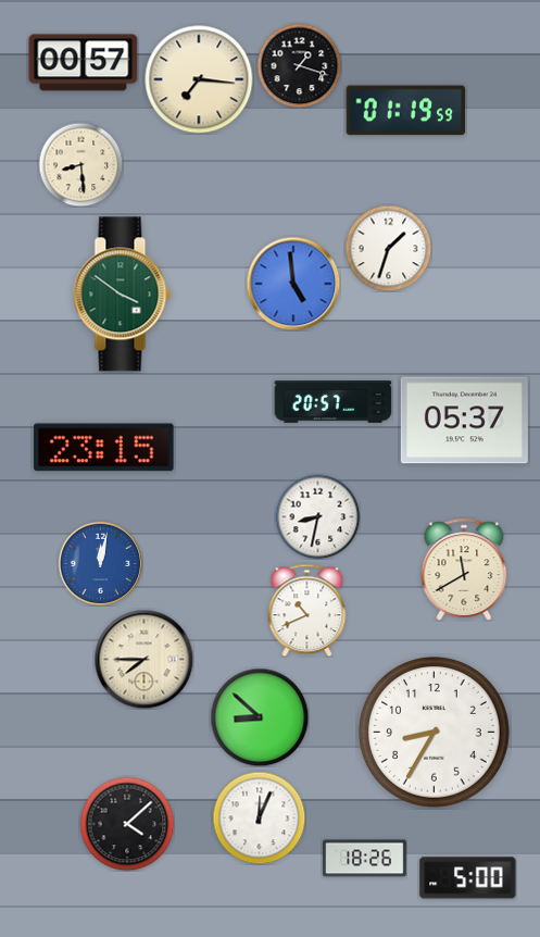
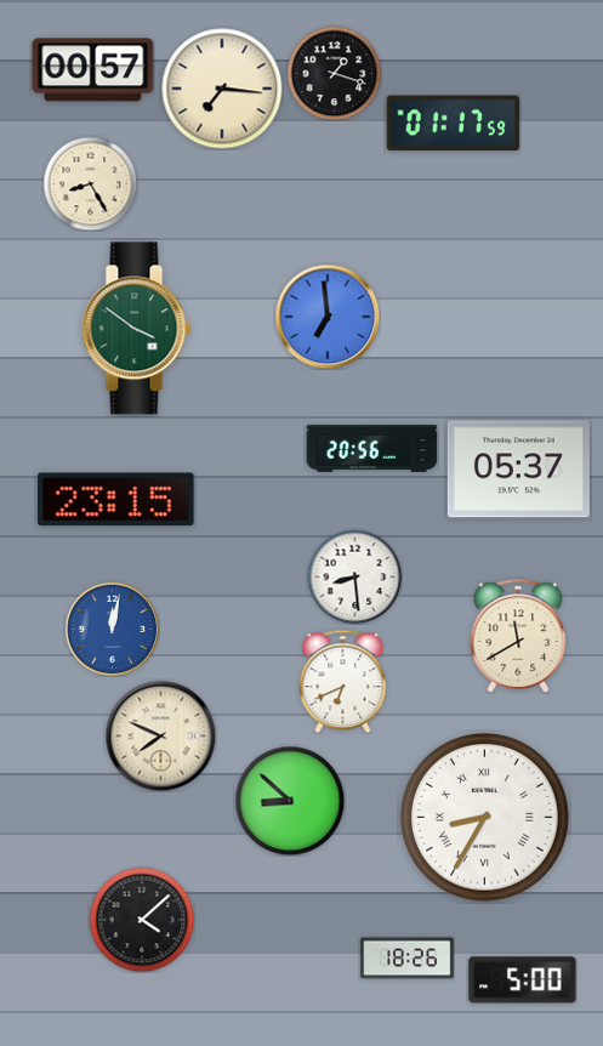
clock at (406, 111): 01:19 -> 01:17
clock at (80, 164): 8:29 -> 8:25
clock at (388, 248): 1:33 -> none
clock at (293, 284): 4:59 -> 6:59
clock at (334, 402): 20:57 -> 20:56
clock at (317, 516): 8:32 -> 8:29
clock at (307, 610): 10:41 -> 6:41
clock at (143, 659): 7:45 -> 7:49
clock at (434, 732) numerals: Arabic -> Roman
clock at (259, 817): 12:04 -> none
